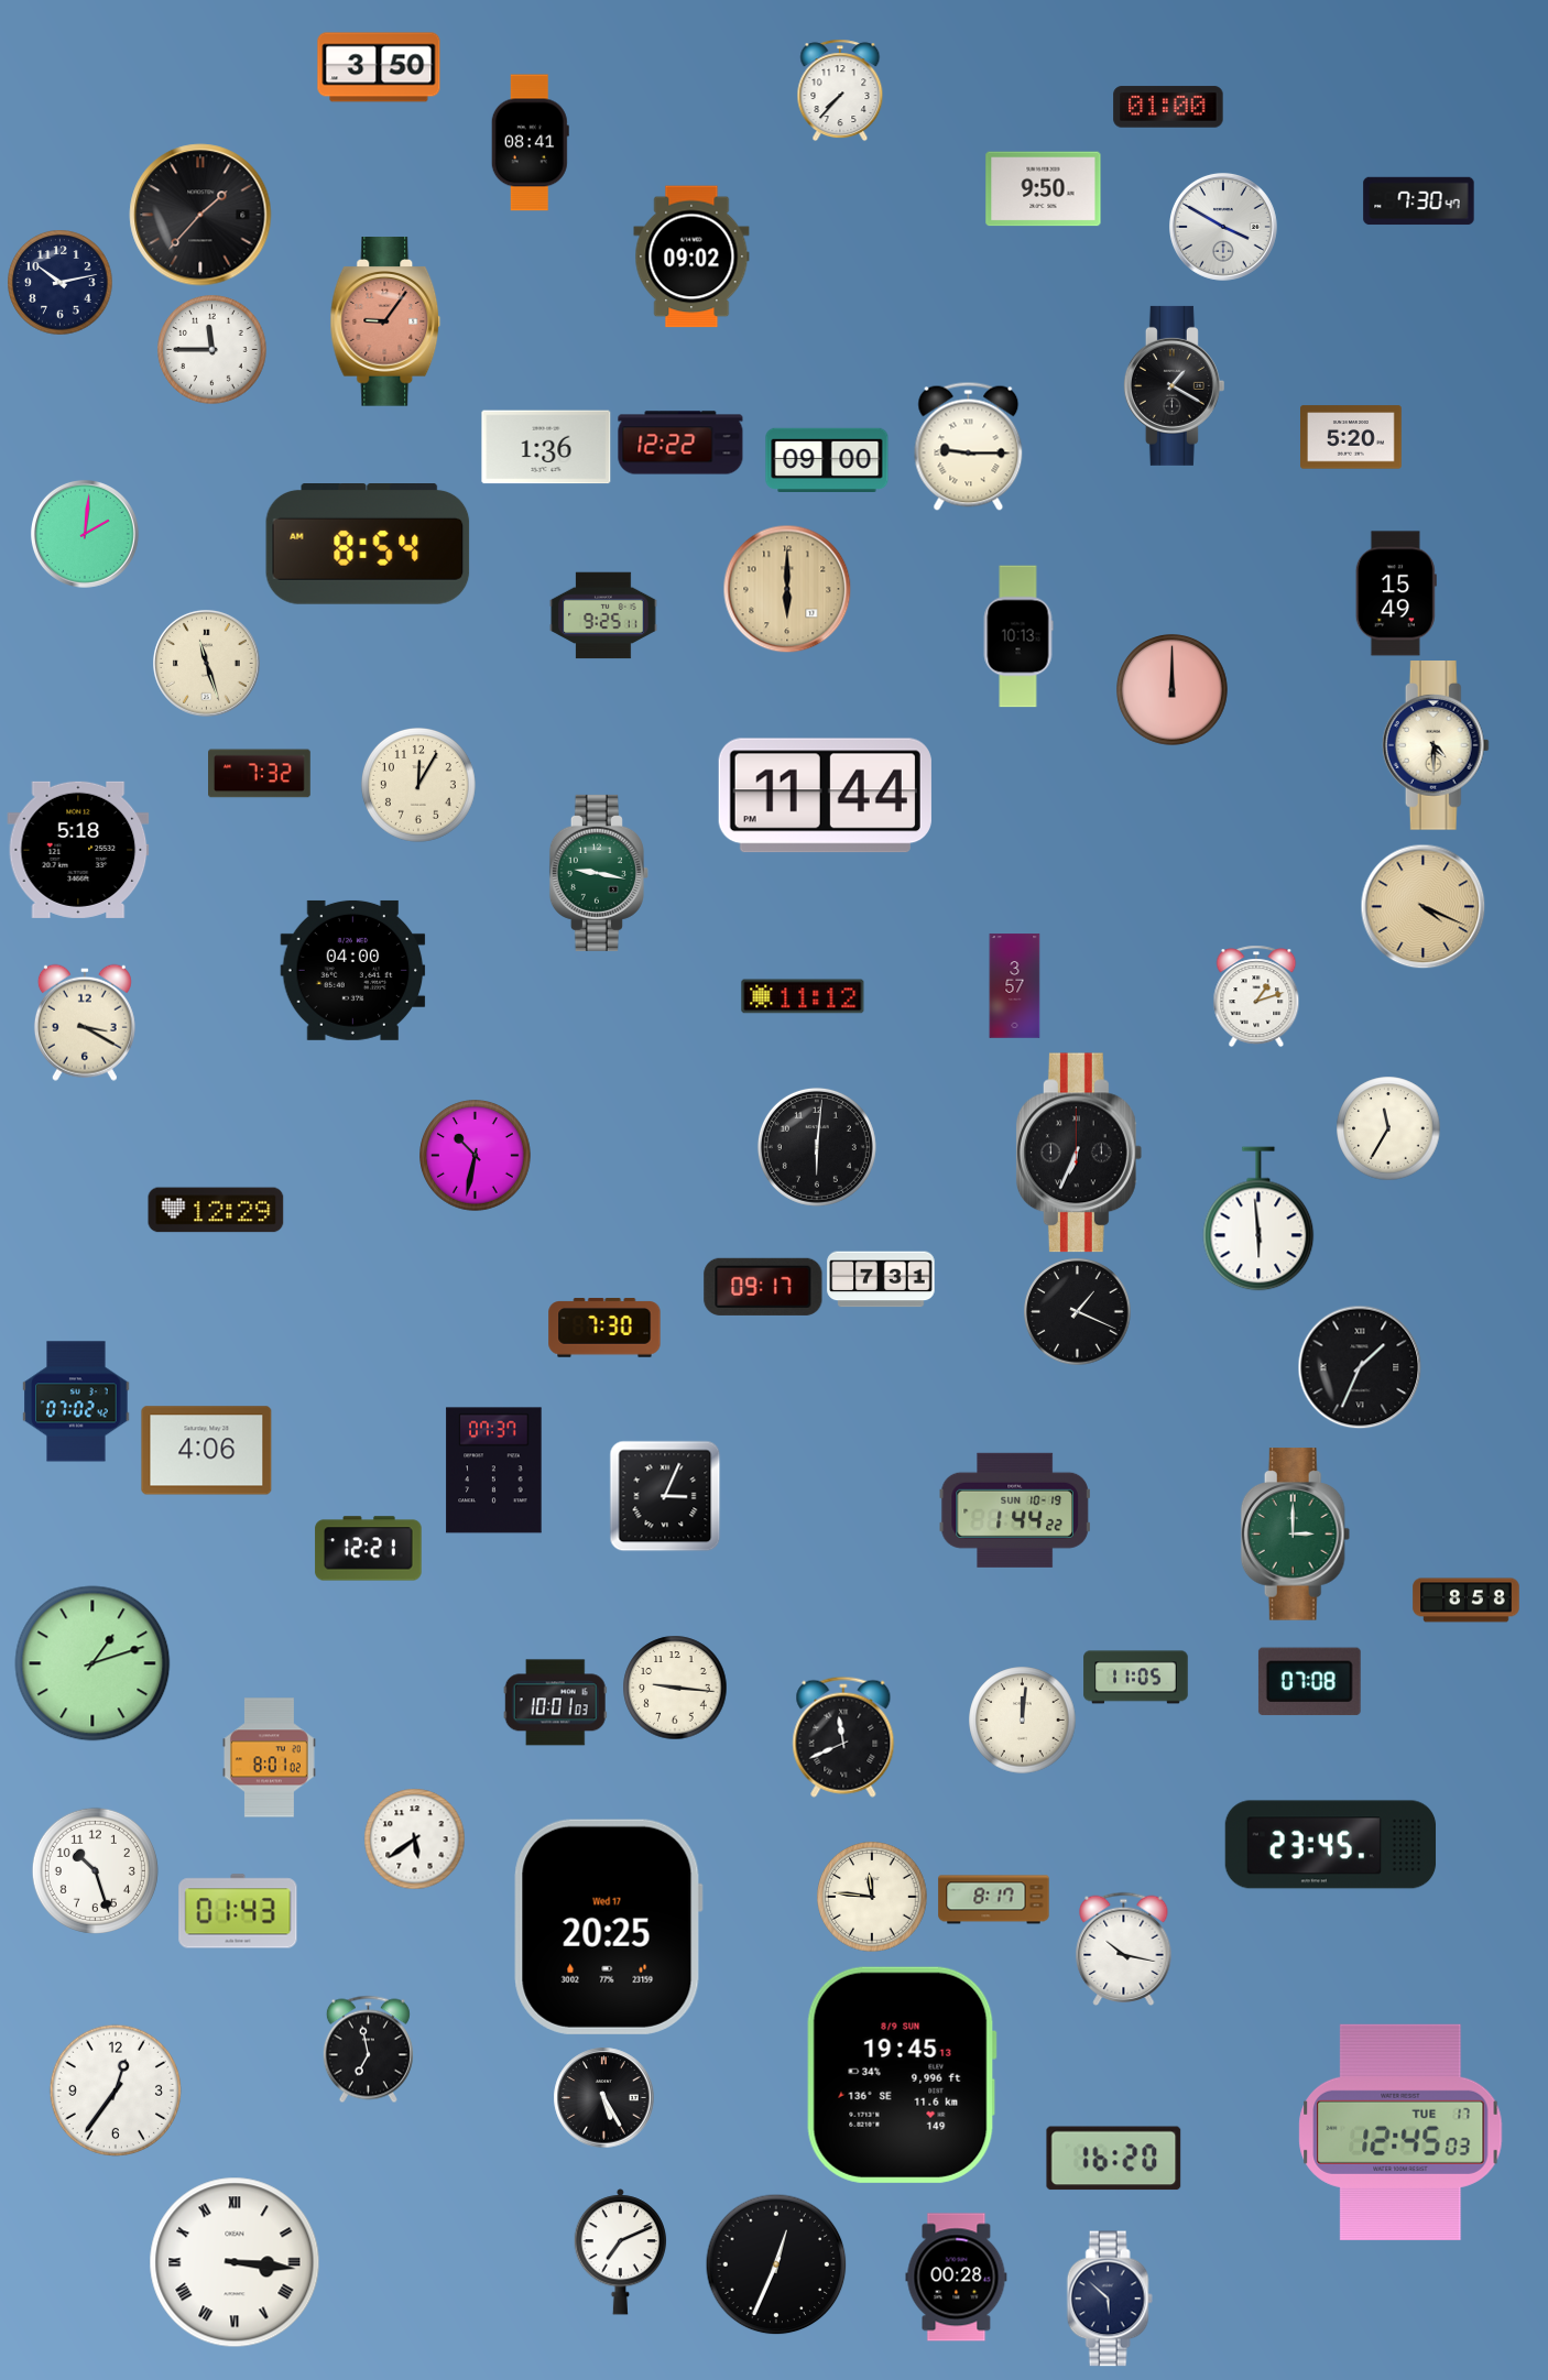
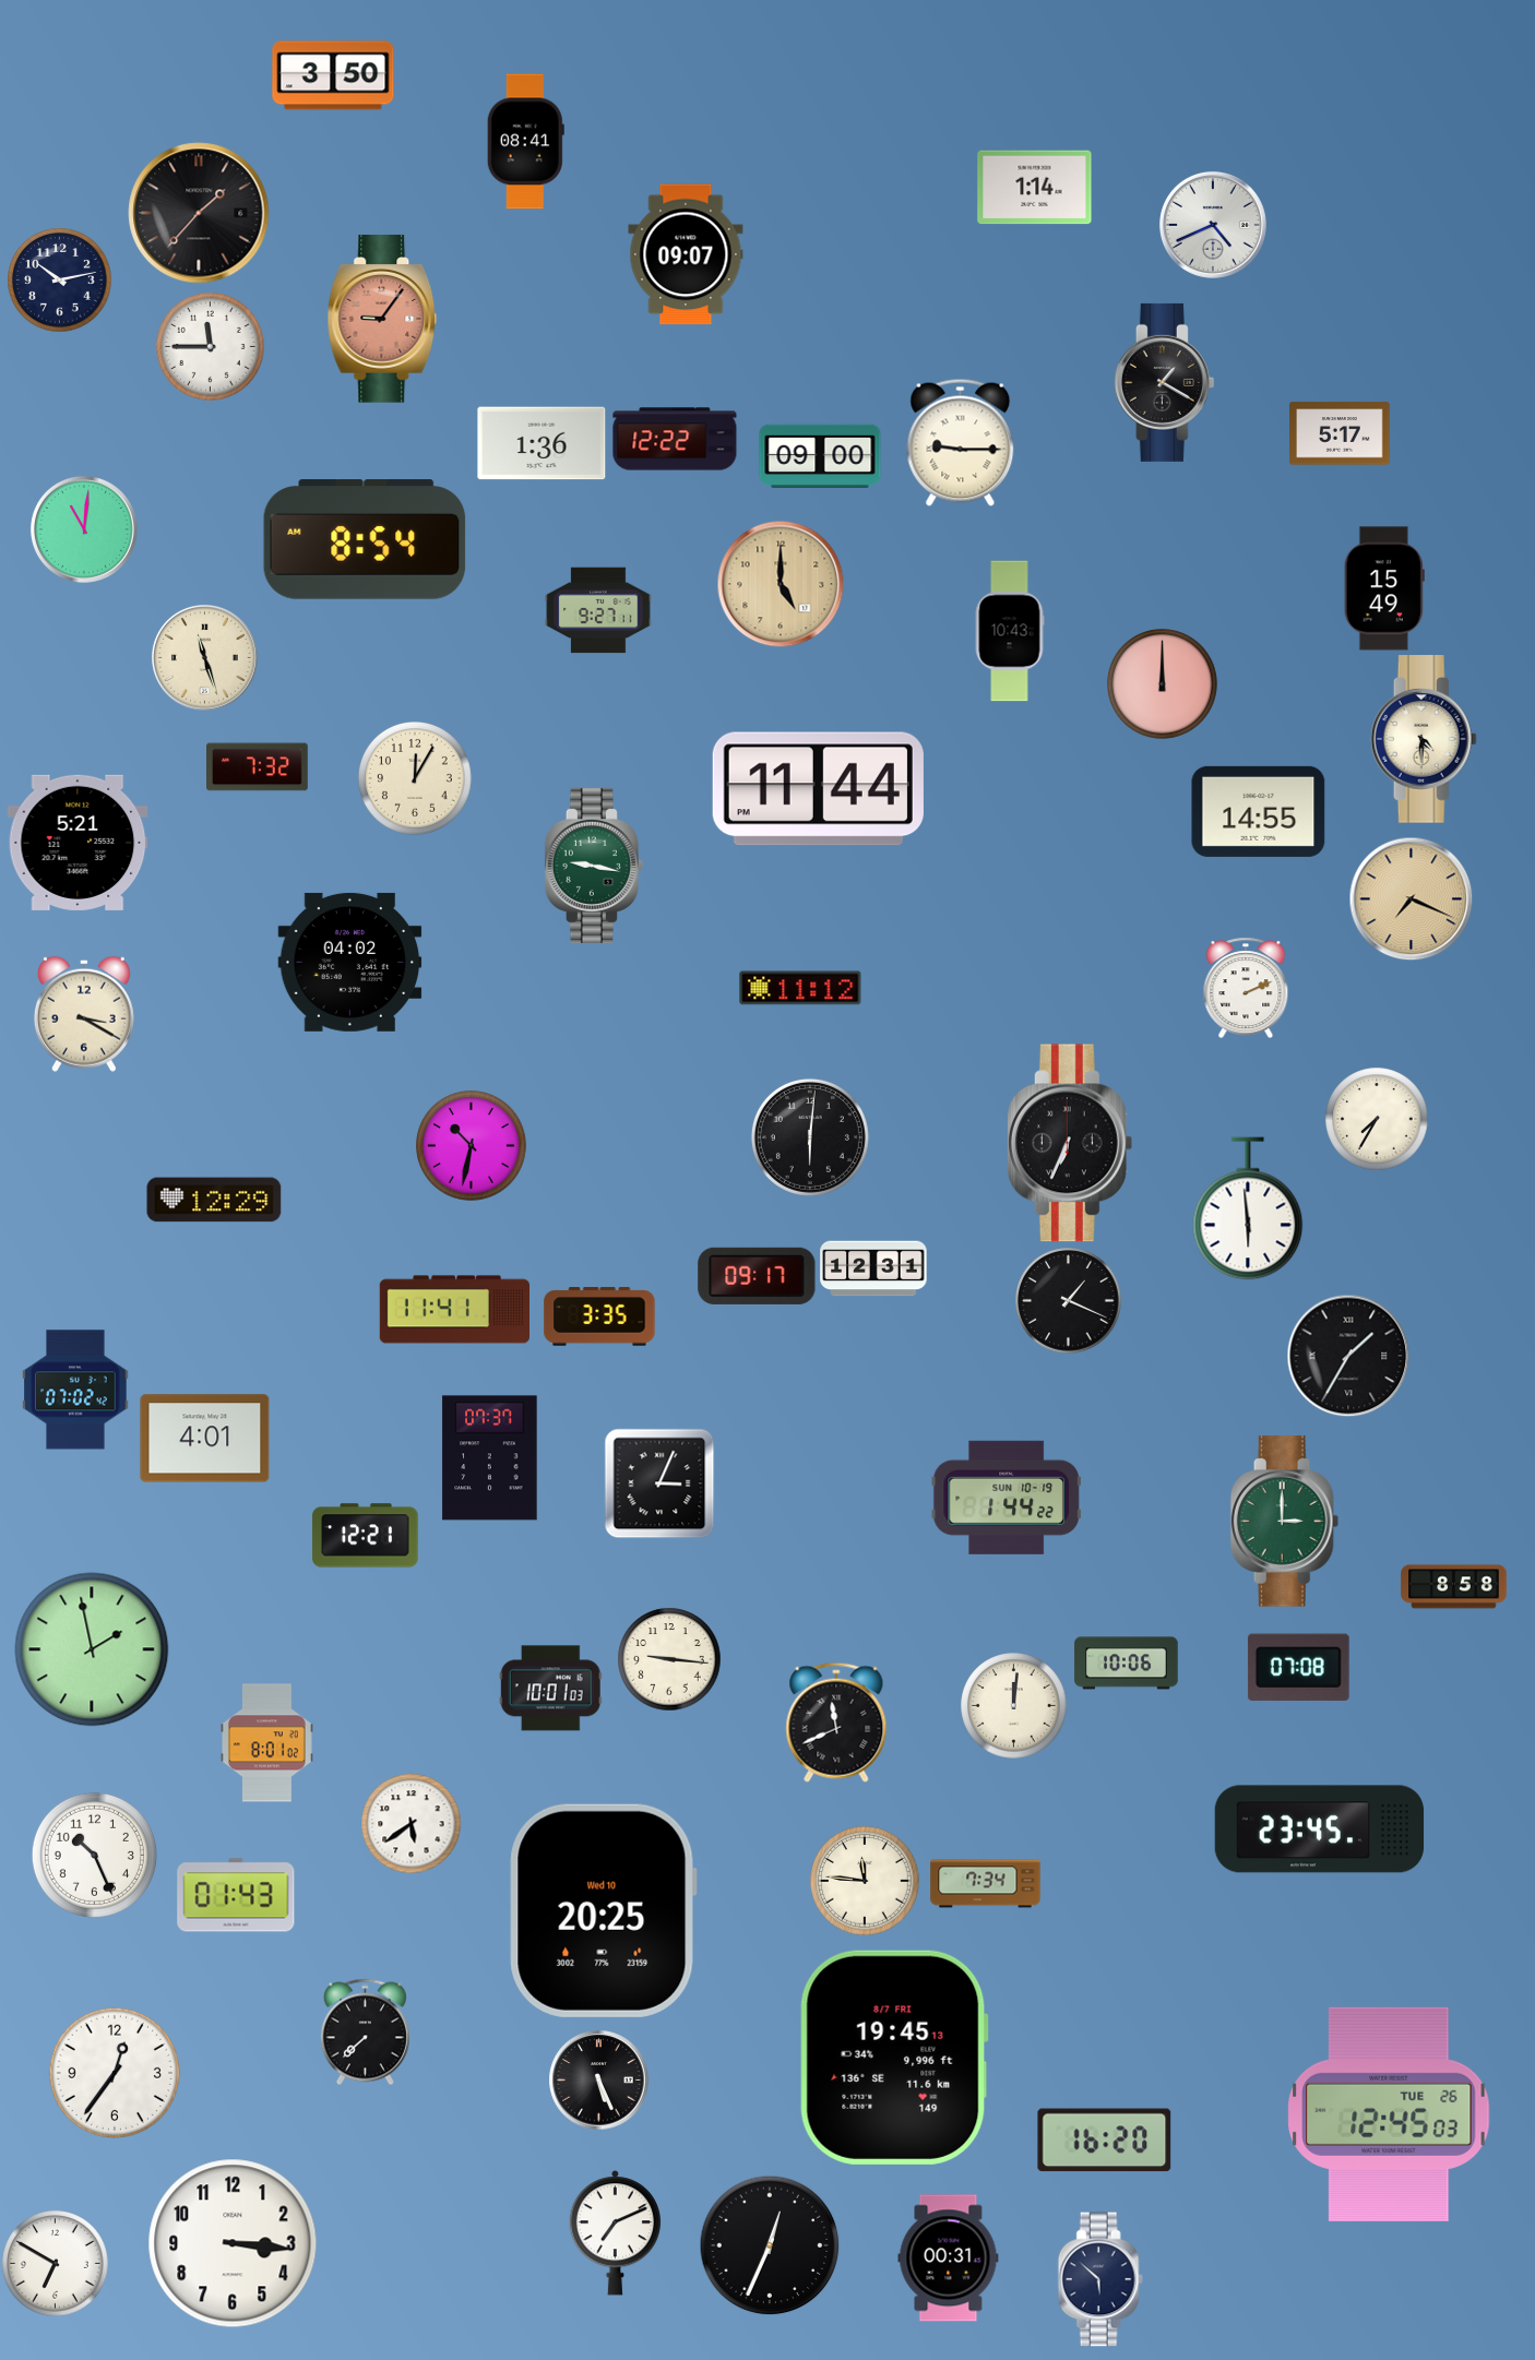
clock at (379, 67) position: (379, 67) -> (333, 75)
clock at (840, 90): 7:37 -> none
clock at (1168, 107): 01:00 -> none
clock at (1044, 189): 9:50 -> 1:14
clock at (1419, 201): 7:30 -> none
clock at (1223, 227): 3:50 -> 4:41
clock at (691, 256): 09:02 -> 09:07
clock at (1352, 437): 5:20 -> 5:17
clock at (85, 534): 2:01 -> 11:01
clock at (787, 589): 6:00 -> 5:00
clock at (603, 615): 9:25 -> 9:27
clock at (1018, 636): 10:13 -> 10:43
clock at (1259, 811): none -> 14:55
clock at (78, 850): 5:18 -> 5:21
clock at (1422, 906): 4:19 -> 7:19
clock at (353, 970): 04:00 -> 04:02
clock at (1015, 986): 3:57 -> none
clock at (803, 996) position: (803, 996) -> (800, 988)
clock at (1256, 996): 1:12 -> 2:11
clock at (1388, 1128): 11:35 -> 7:35
clock at (881, 1279): 7:31 -> 12:31
clock at (454, 1310): none -> 11:41
clock at (604, 1328): 7:30 -> 3:35
clock at (1360, 1367): 1:34 -> 1:35
clock at (207, 1451): 4:06 -> 4:01
clock at (92, 1663): 1:12 -> 1:58
clock at (1136, 1678): 11:05 -> 10:06
clock at (675, 1688) position: (675, 1688) -> (669, 1659)
clock at (95, 1870): 10:27 -> 10:26
clock at (994, 1900): 8:17 -> 7:34
clock at (608, 1926) date: Wed 17 -> Wed 10
clock at (1124, 1948): 10:17 -> none
clock at (368, 2049): 6:58 -> 7:38
clock at (902, 2075) date: 8/9 SUN -> 8/7 FRI
clock at (603, 2097): 5:25 -> 5:26
clock at (1400, 2132) date: TUE 17 -> TUE 26
clock at (235, 2262) numerals: Roman -> Arabic
clock at (957, 2278): 00:28 -> 00:31
clock at (56, 2264): none -> 6:50
